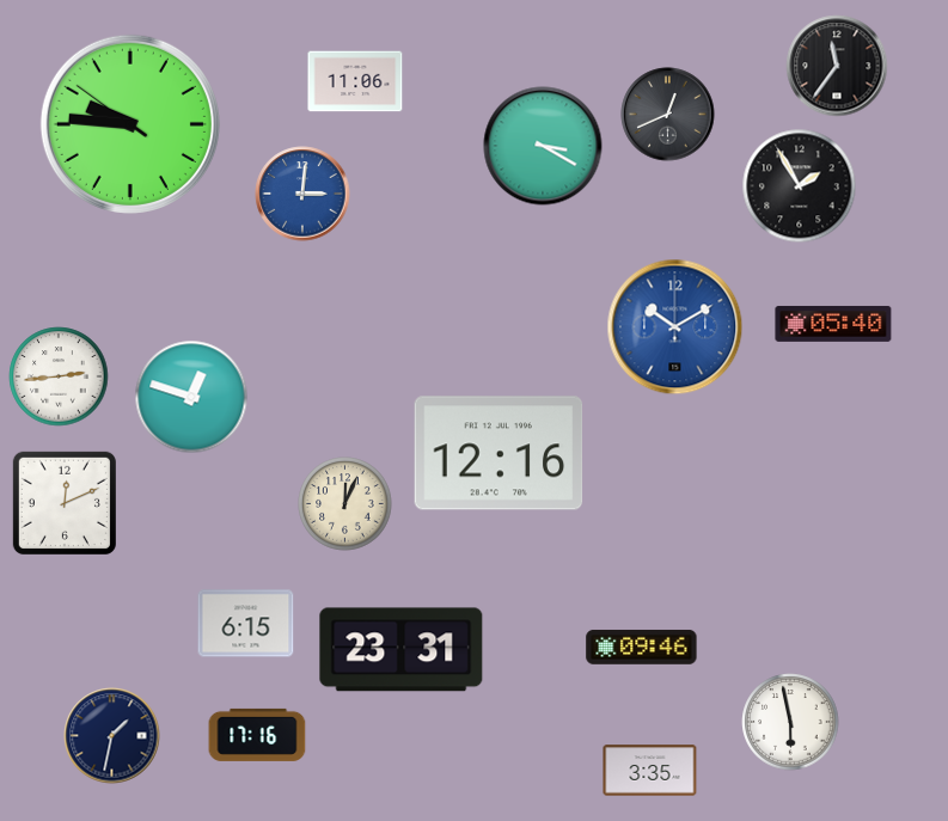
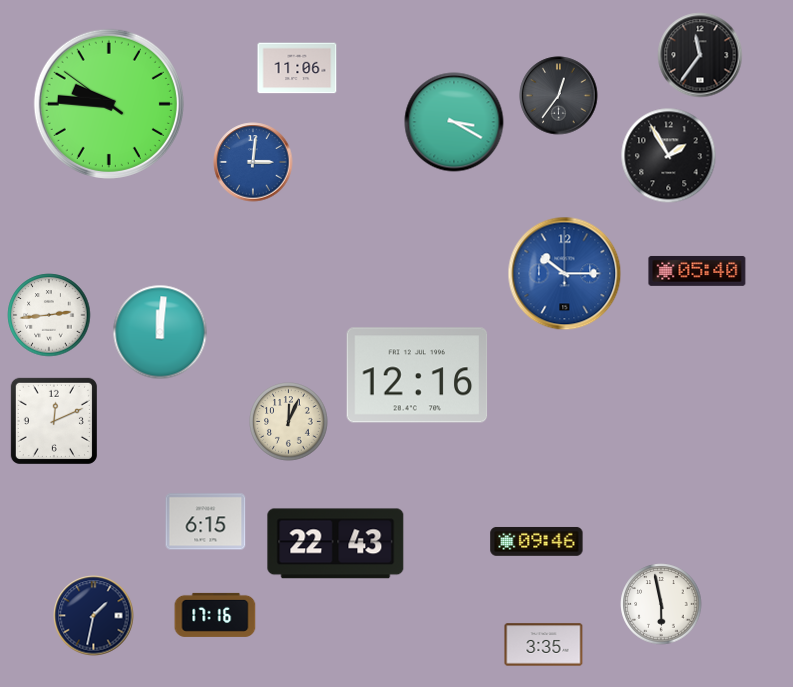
clock at (668, 115): 12:41 -> 12:36
clock at (675, 327): 10:10 -> 10:15
clock at (191, 397): 12:48 -> 12:01
clock at (499, 453) position: (499, 453) -> (417, 375)
clock at (402, 650): 23:31 -> 22:43
